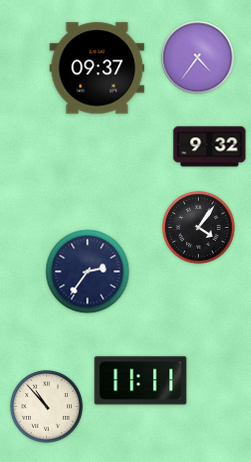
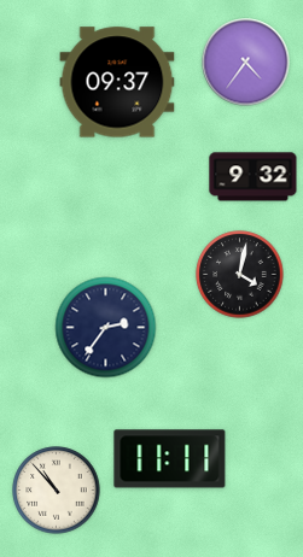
clock at (198, 58) position: (198, 58) -> (246, 63)
clock at (199, 228): 4:06 -> 4:02
